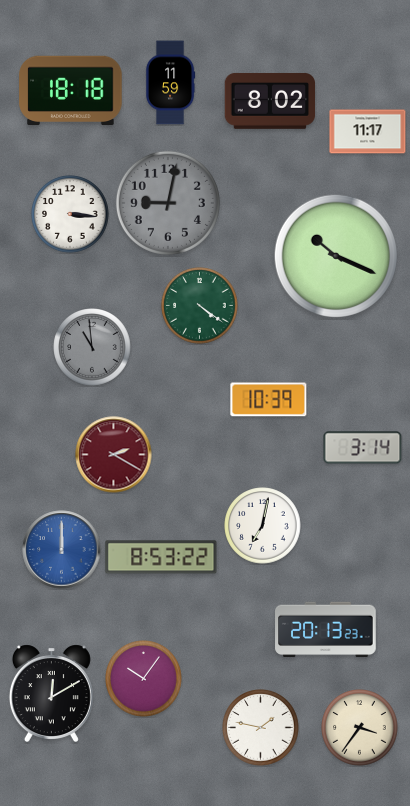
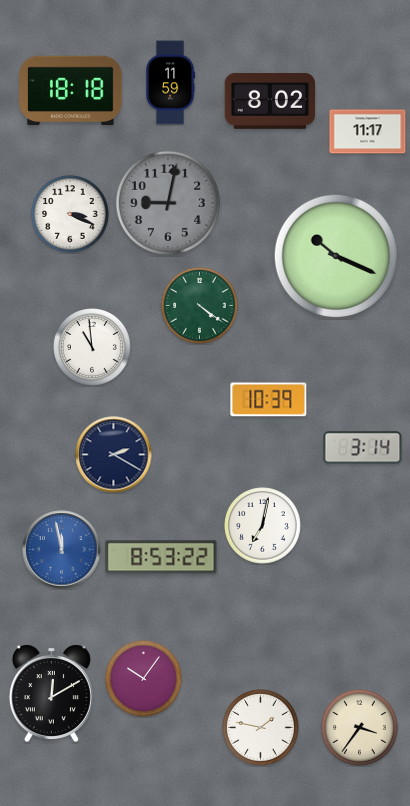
clock at (70, 214): 3:16 -> 3:19
clock at (92, 347) dial: grey -> white
clock at (114, 455) dial: burgundy -> navy
clock at (62, 550): 12:00 -> 11:58
clock at (326, 630): 20:13 -> none
